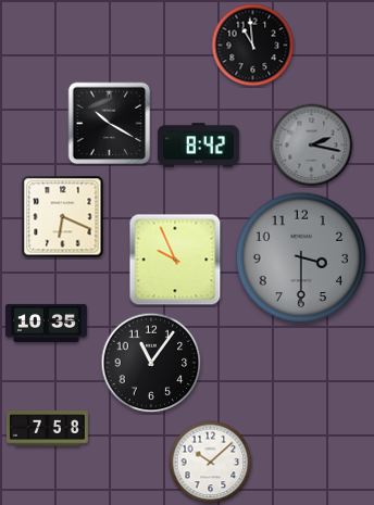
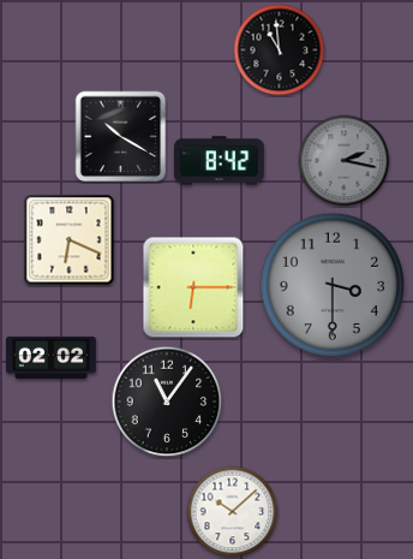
clock at (175, 260): 9:56 -> 6:15
clock at (46, 323): 10:35 -> 02:02
clock at (47, 429): 7:58 -> none
